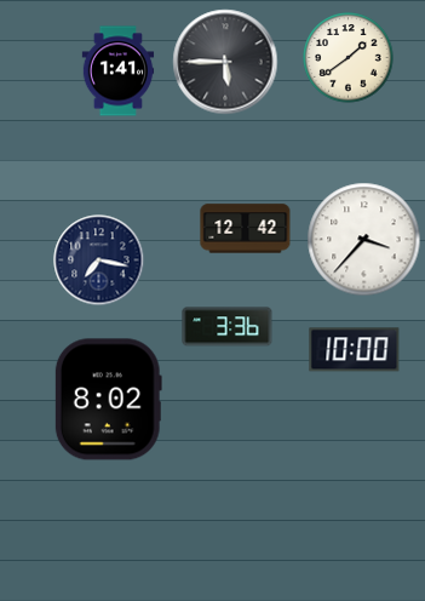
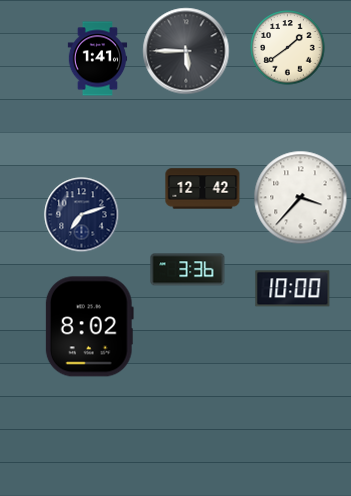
clock at (99, 261): 7:17 -> 7:12
clock at (108, 400) position: (108, 400) -> (89, 327)
